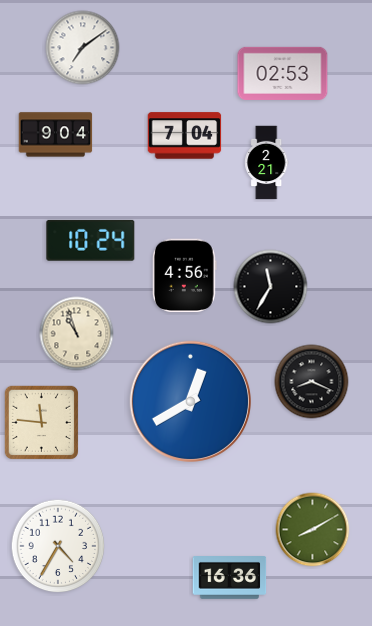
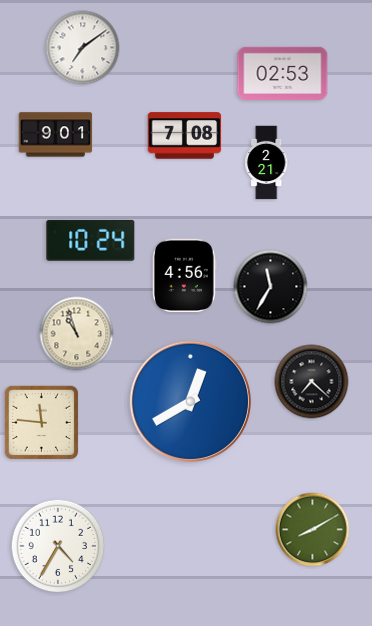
clock at (56, 135): 9:04 -> 9:01
clock at (185, 136): 7:04 -> 7:08
clock at (312, 382): 8:19 -> 7:22
clock at (230, 578): 16:36 -> none
